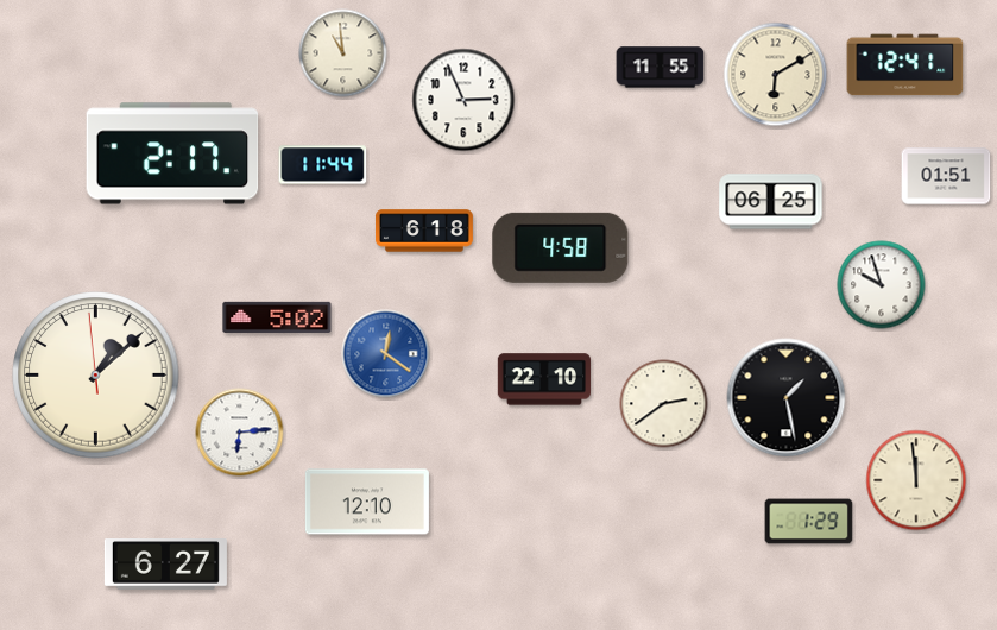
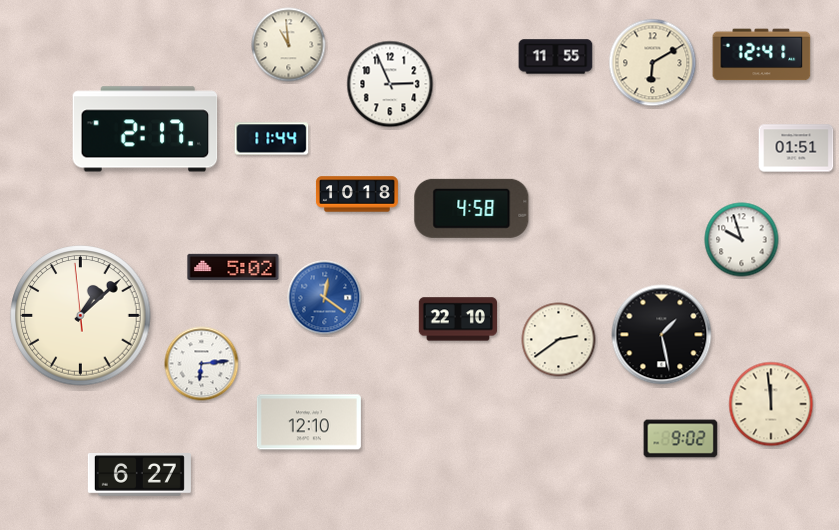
clock at (771, 202): 06:25 -> none
clock at (424, 231): 6:18 -> 10:18
clock at (809, 522): 1:29 -> 9:02
